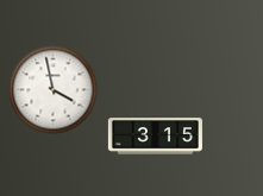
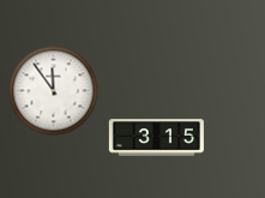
clock at (54, 90): 3:58 -> 11:54
